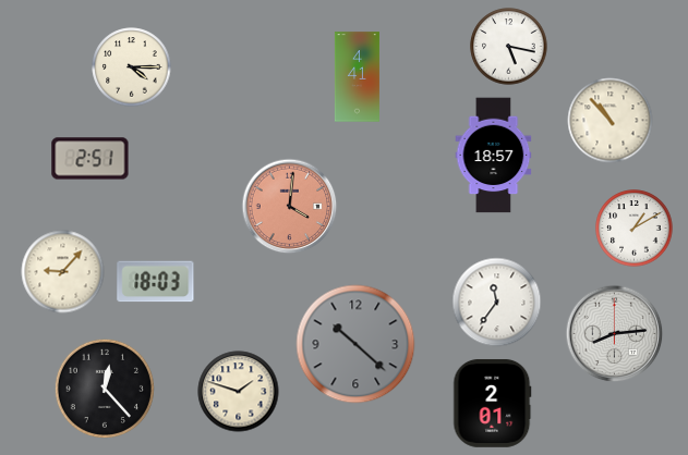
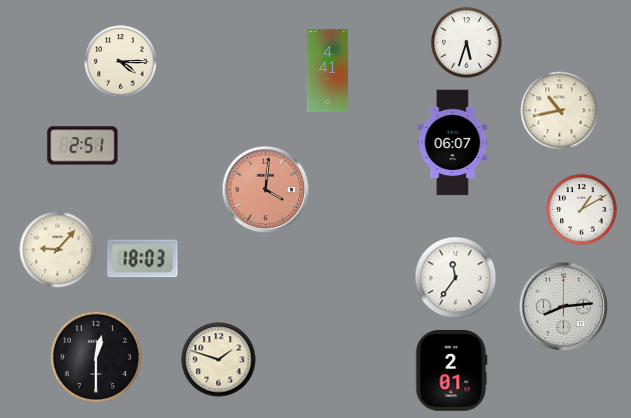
clock at (509, 47): 5:17 -> 5:33
clock at (611, 121): 10:53 -> 10:43
clock at (494, 156): 18:57 -> 06:07
clock at (355, 344): 10:22 -> none
clock at (105, 389): 12:23 -> 12:30
